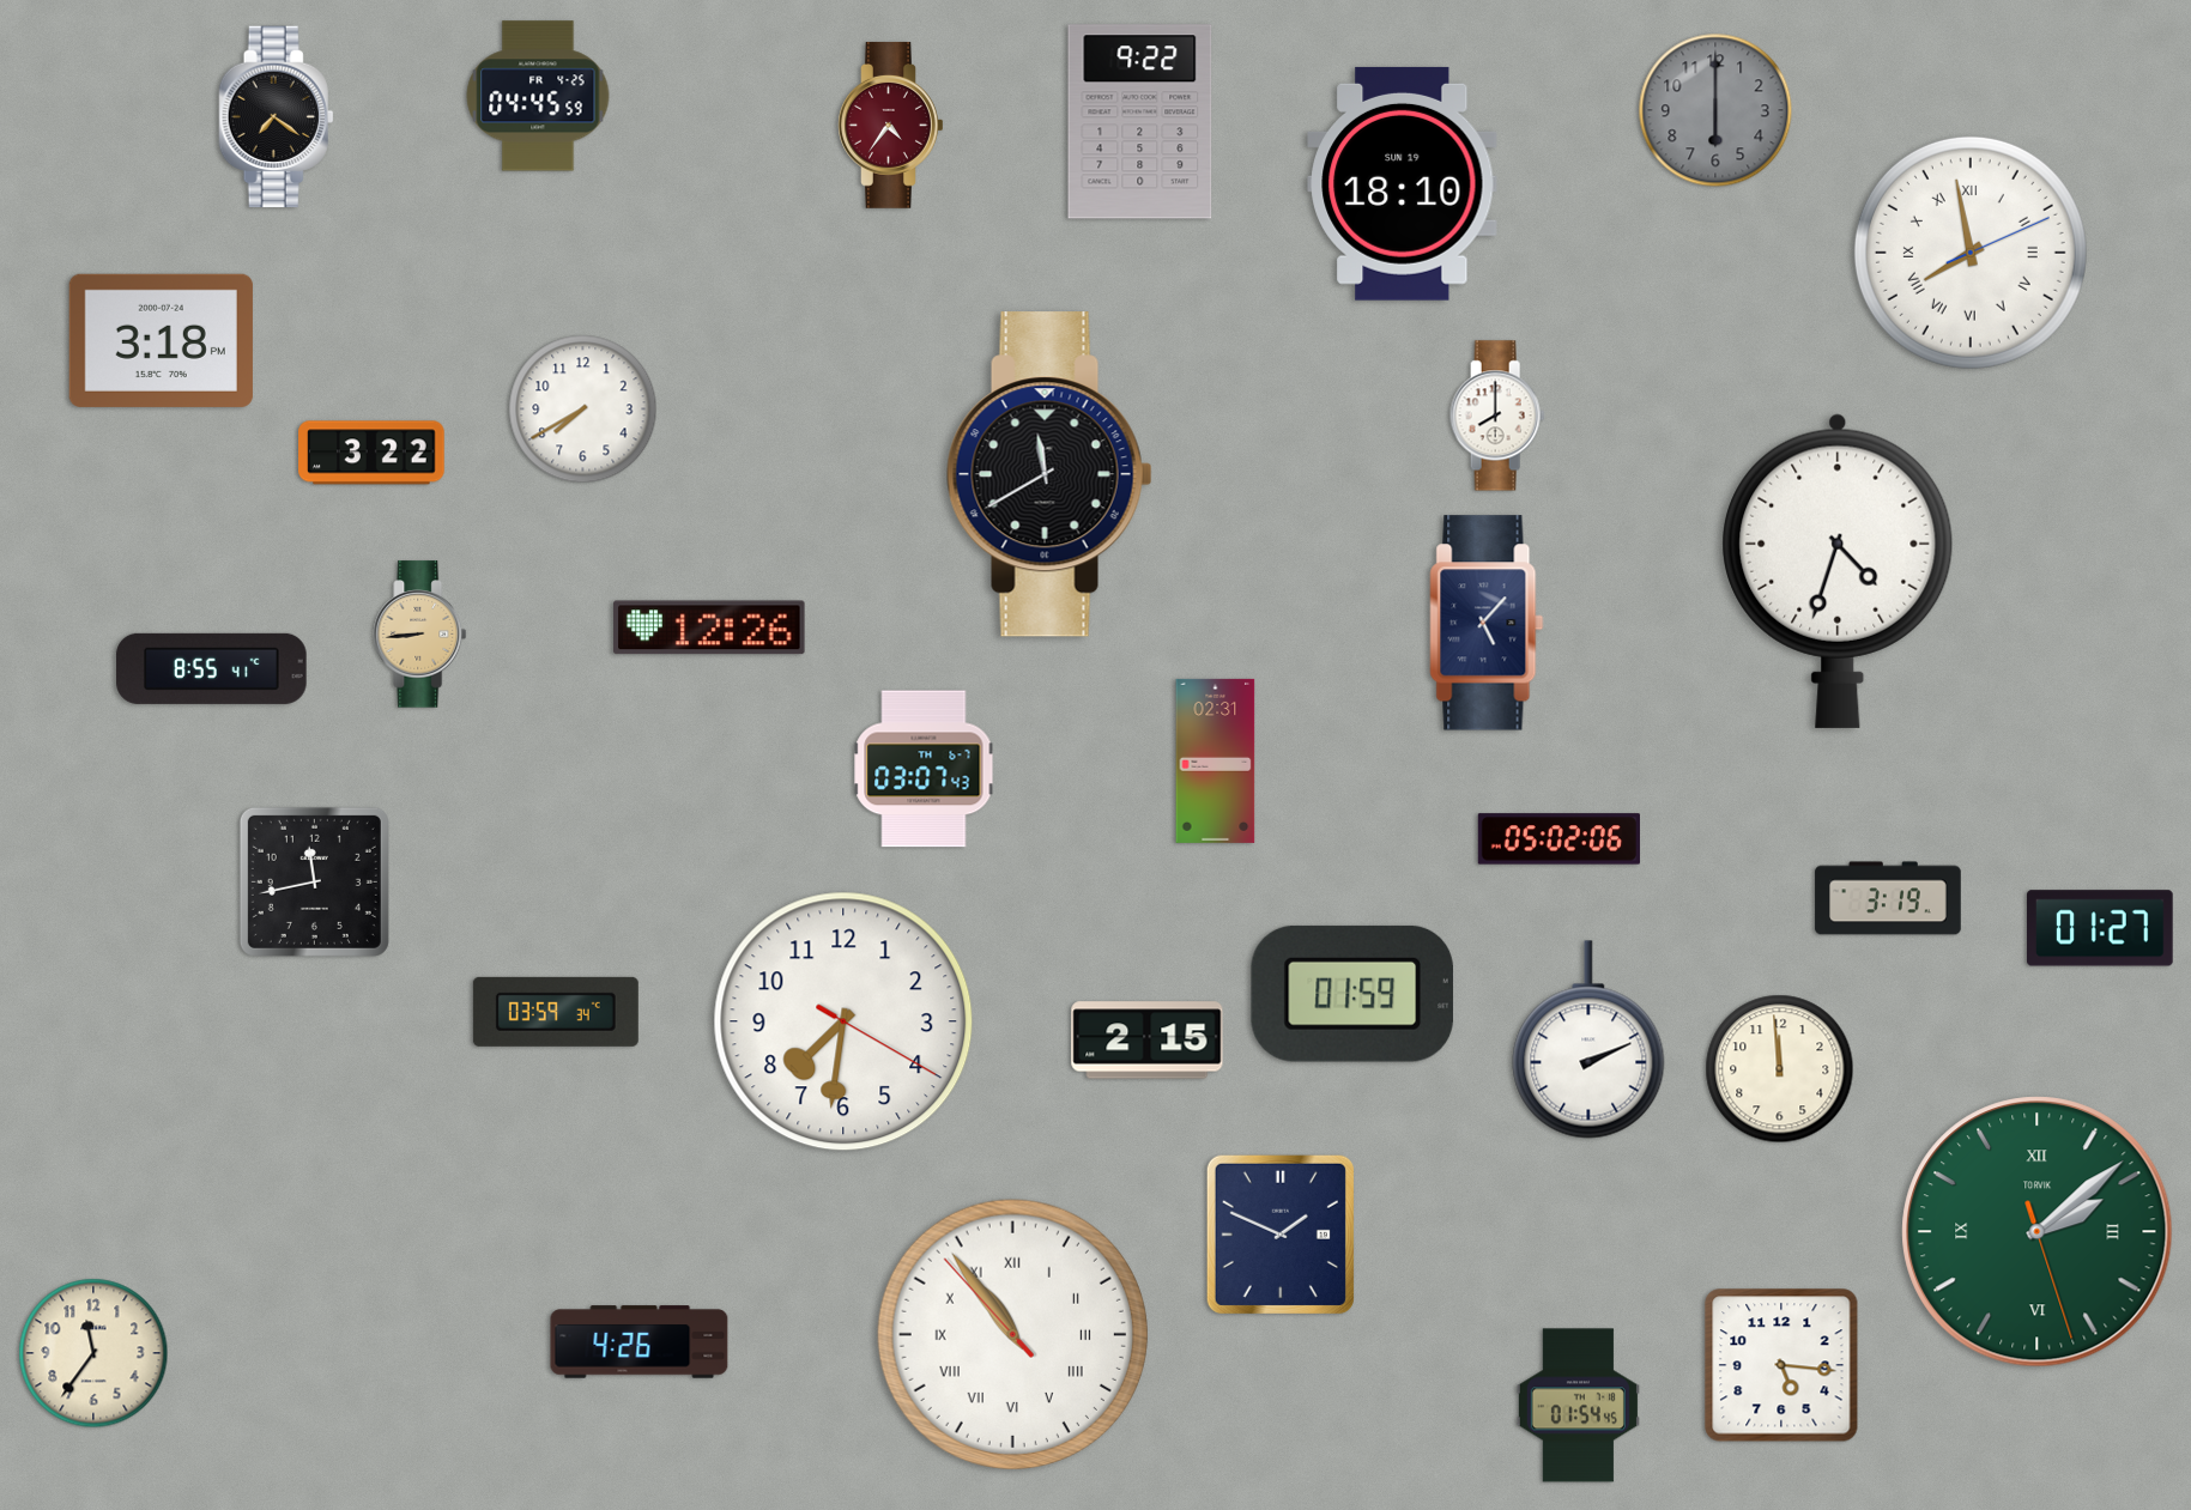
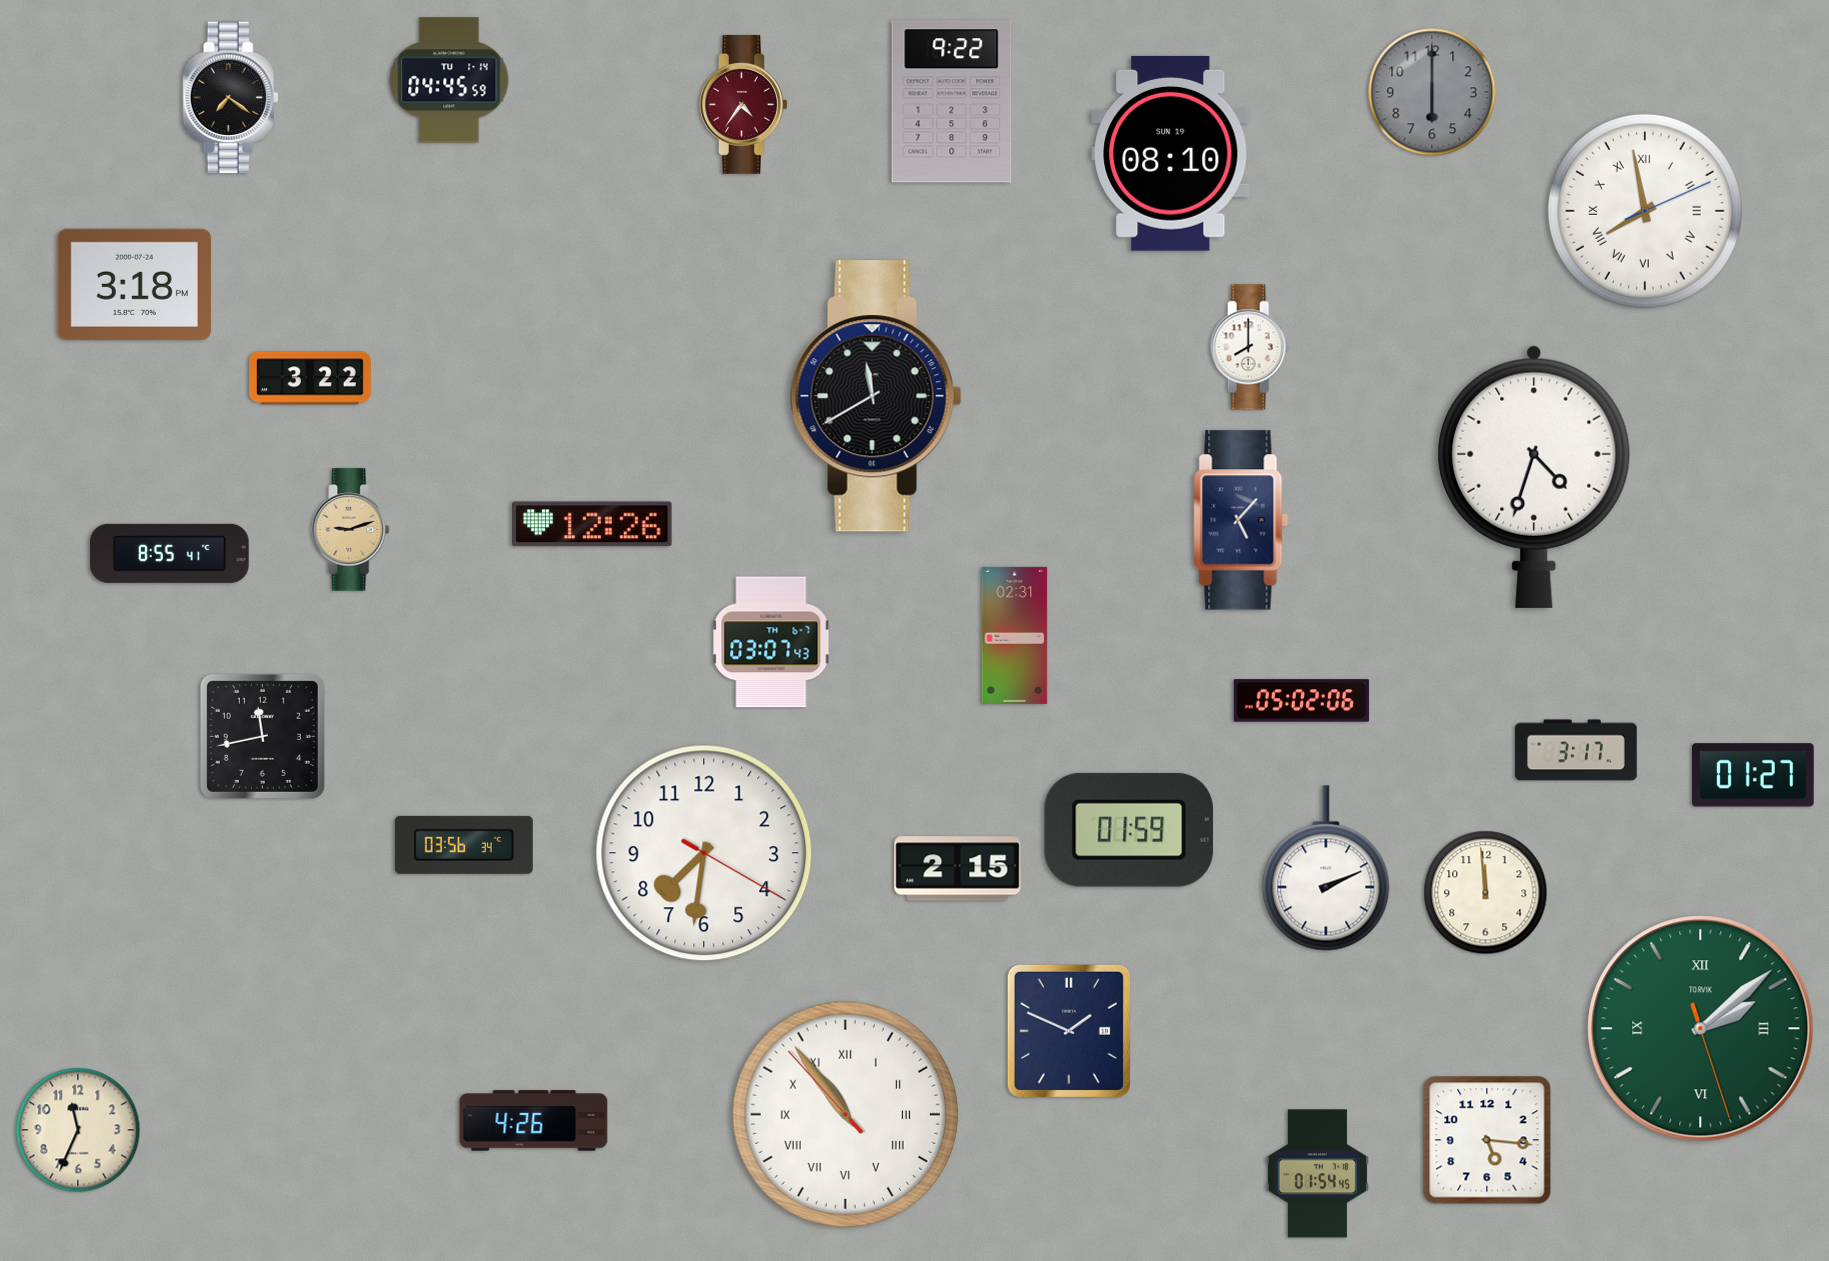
clock at (538, 96) date: FR 4-25 -> TU 1-14
clock at (1403, 183): 18:10 -> 08:10
clock at (583, 410): 7:40 -> none
clock at (420, 635): 8:44 -> 9:12
clock at (212, 668) position: (212, 668) -> (170, 553)
clock at (1888, 898): 3:19 -> 3:17
clock at (556, 1012): 03:59 -> 03:56
clock at (93, 1353): 11:36 -> 11:34
